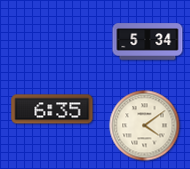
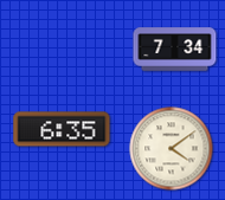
clock at (148, 42): 5:34 -> 7:34
